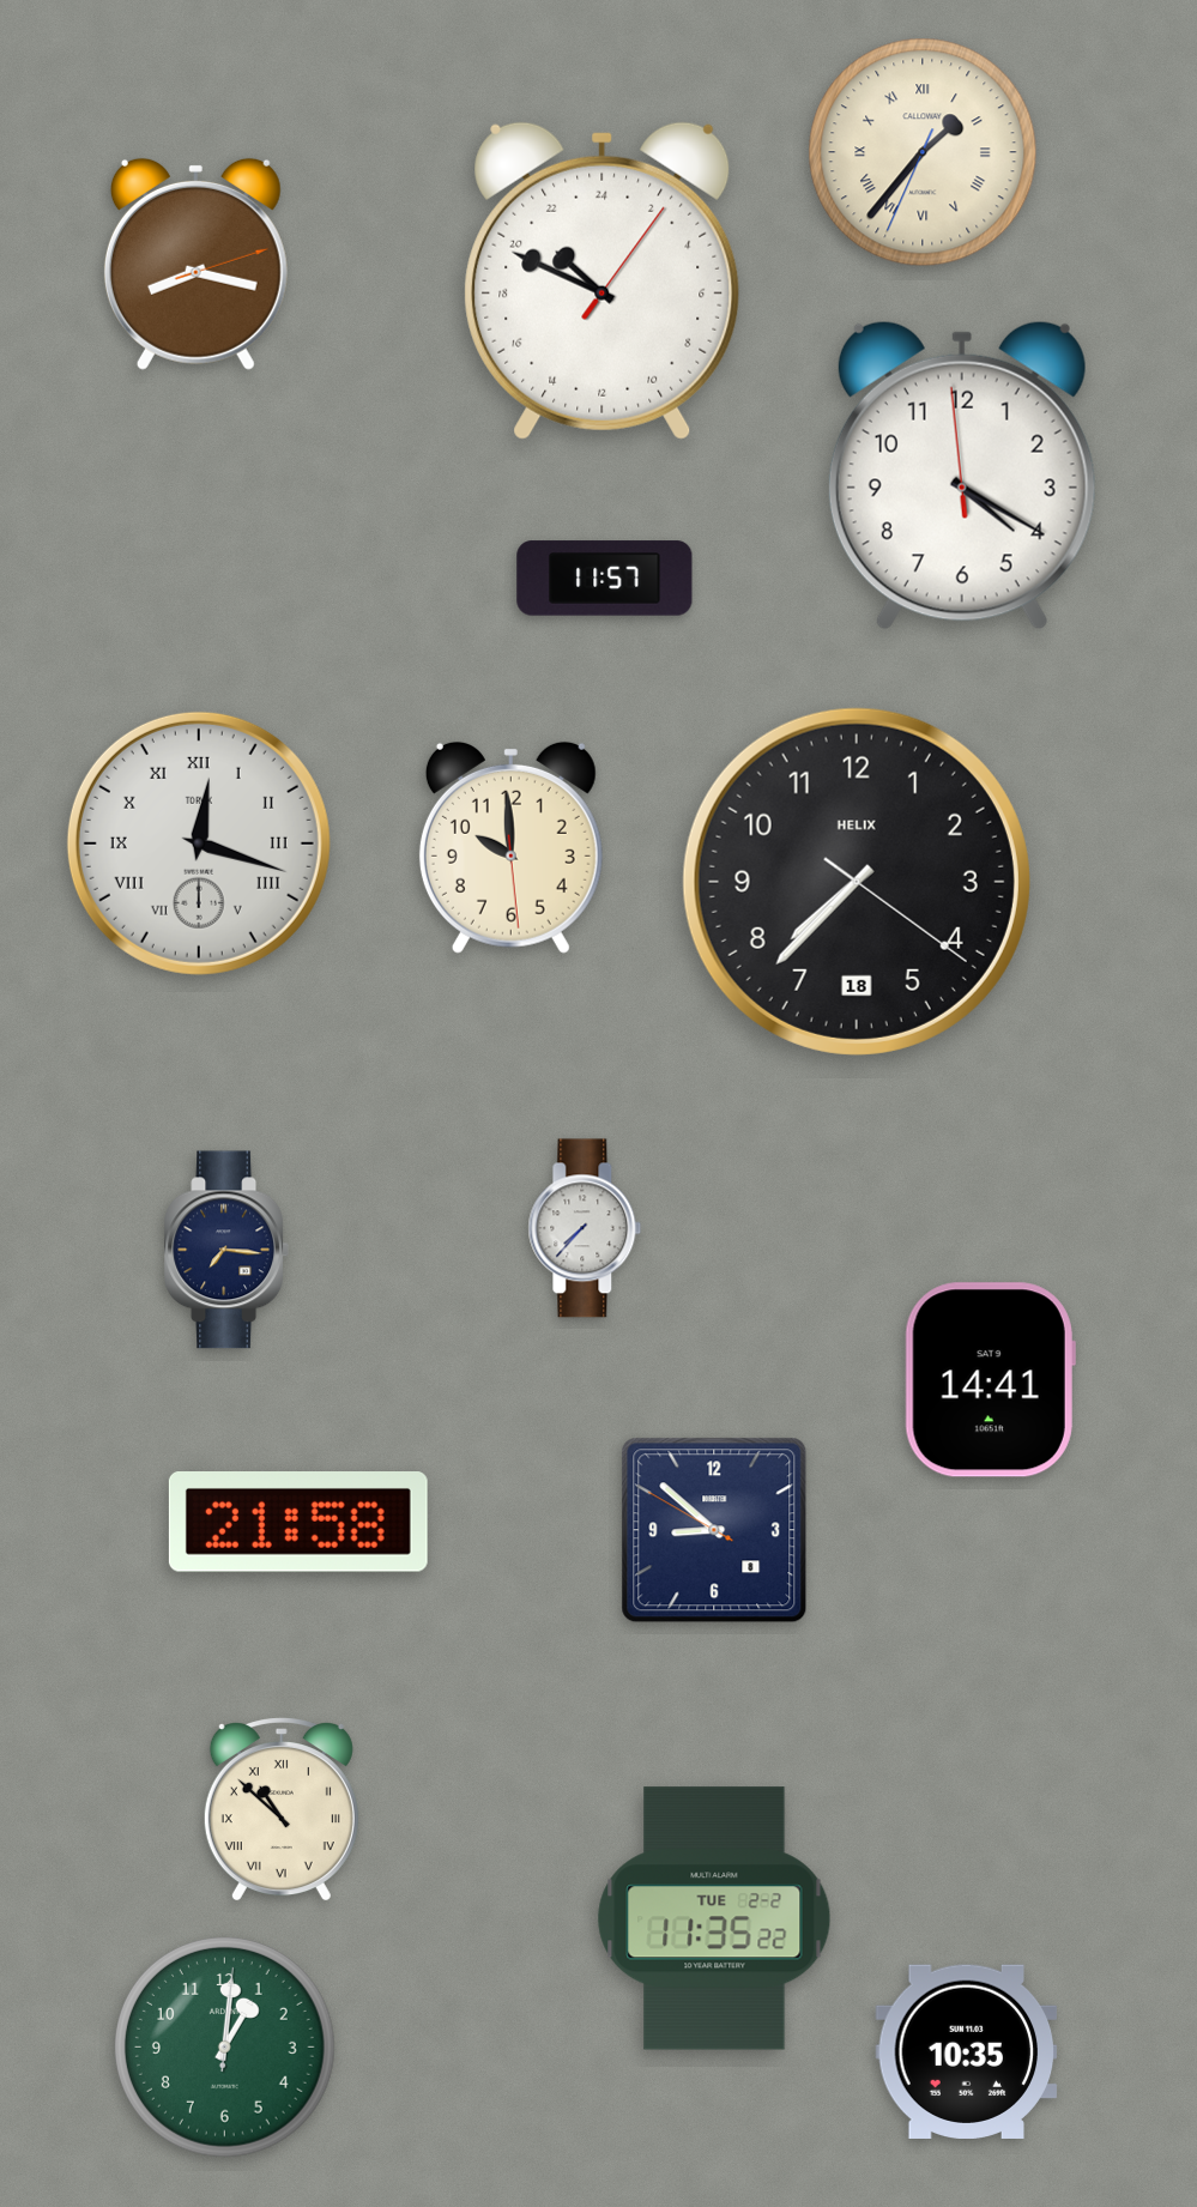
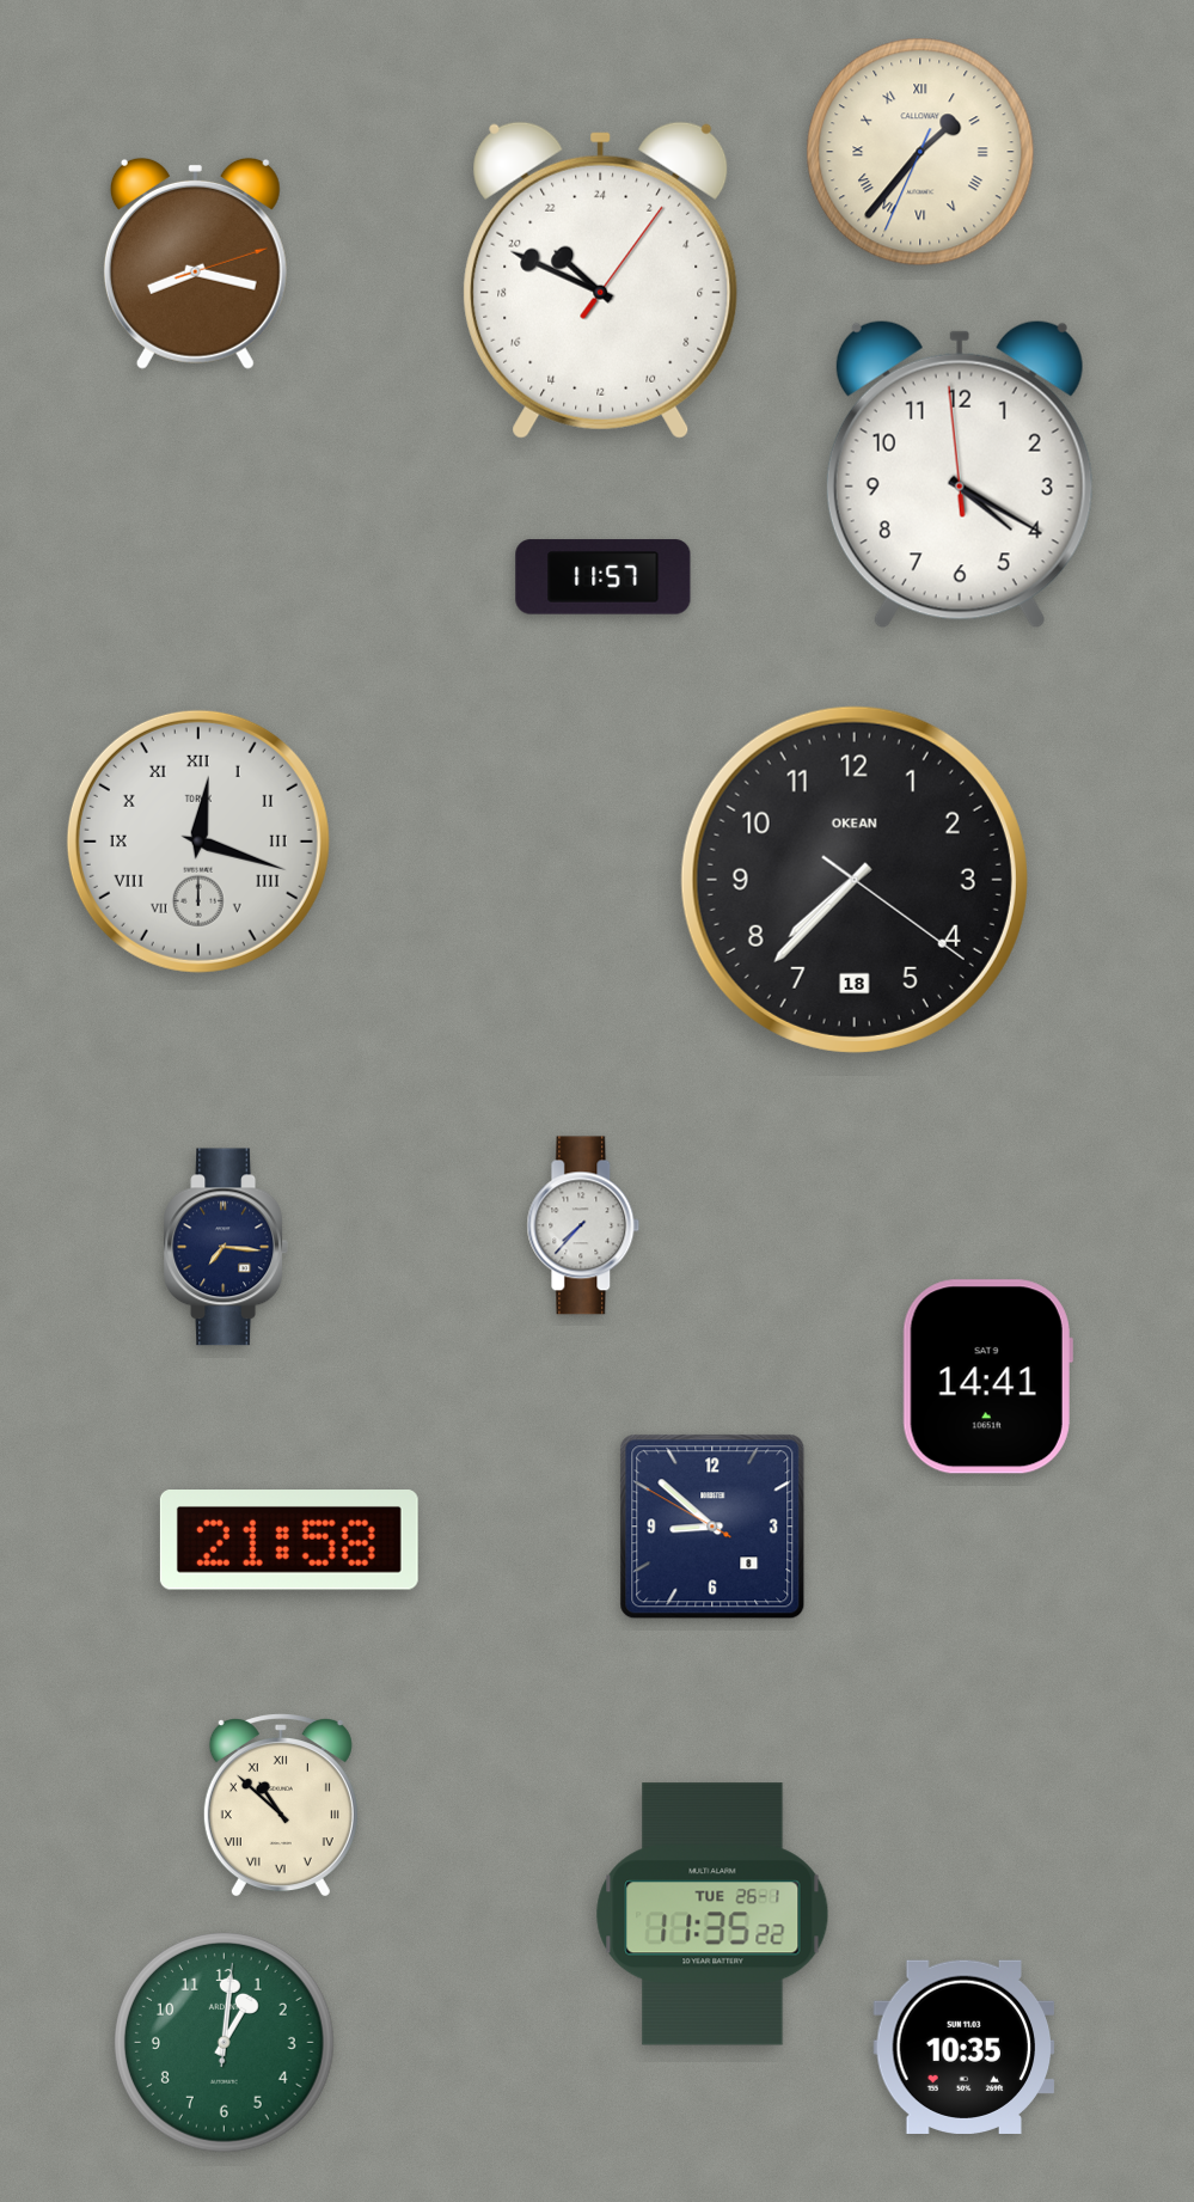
clock at (510, 847): 9:59 -> none
clock at (857, 882) brand: HELIX -> OKEAN
clock at (298, 1523) position: (298, 1523) -> (289, 1541)
clock at (714, 1918) date: TUE 2-2 -> TUE 26-1
